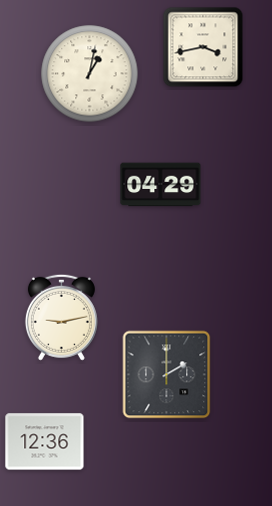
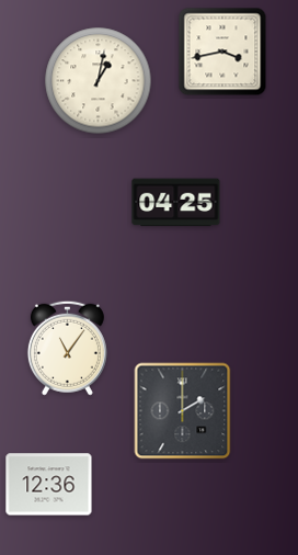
clock at (161, 185): 04:29 -> 04:25
clock at (61, 317): 9:13 -> 11:06
